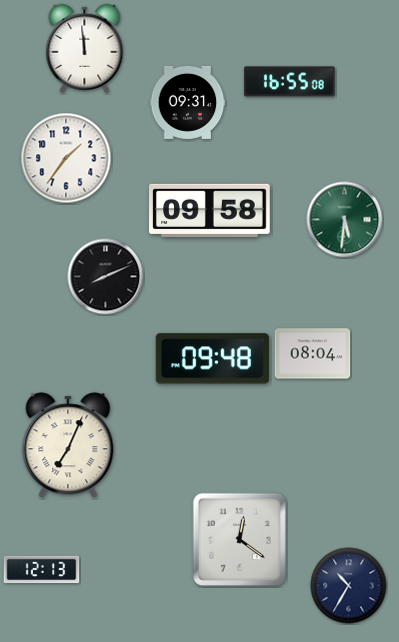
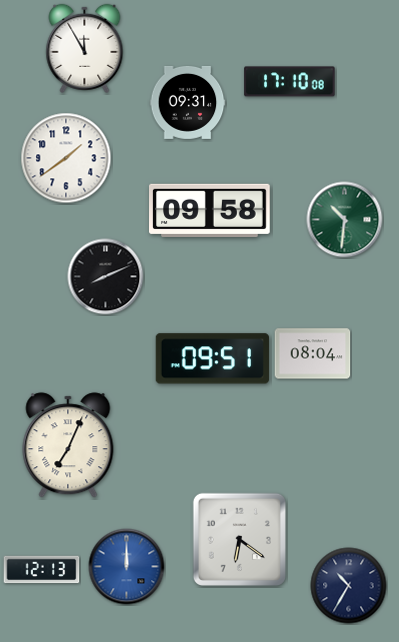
clock at (85, 48): 11:59 -> 11:55
clock at (290, 82): 16:55 -> 17:10
clock at (66, 158): 1:36 -> 1:39
clock at (345, 220): 5:31 -> 10:31
clock at (212, 359): 09:48 -> 09:51
clock at (239, 539): 12:21 -> 6:21
clock at (127, 567): none -> 12:00
